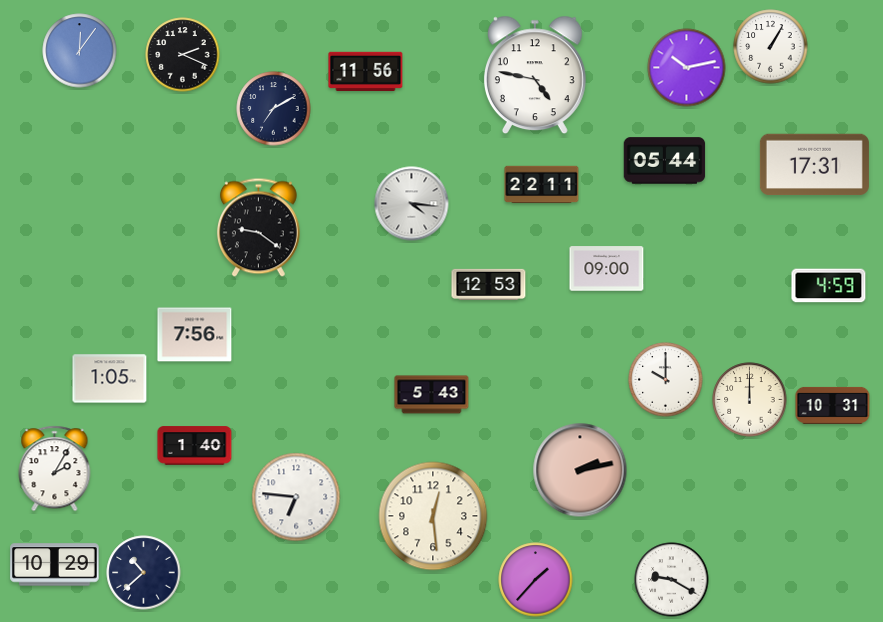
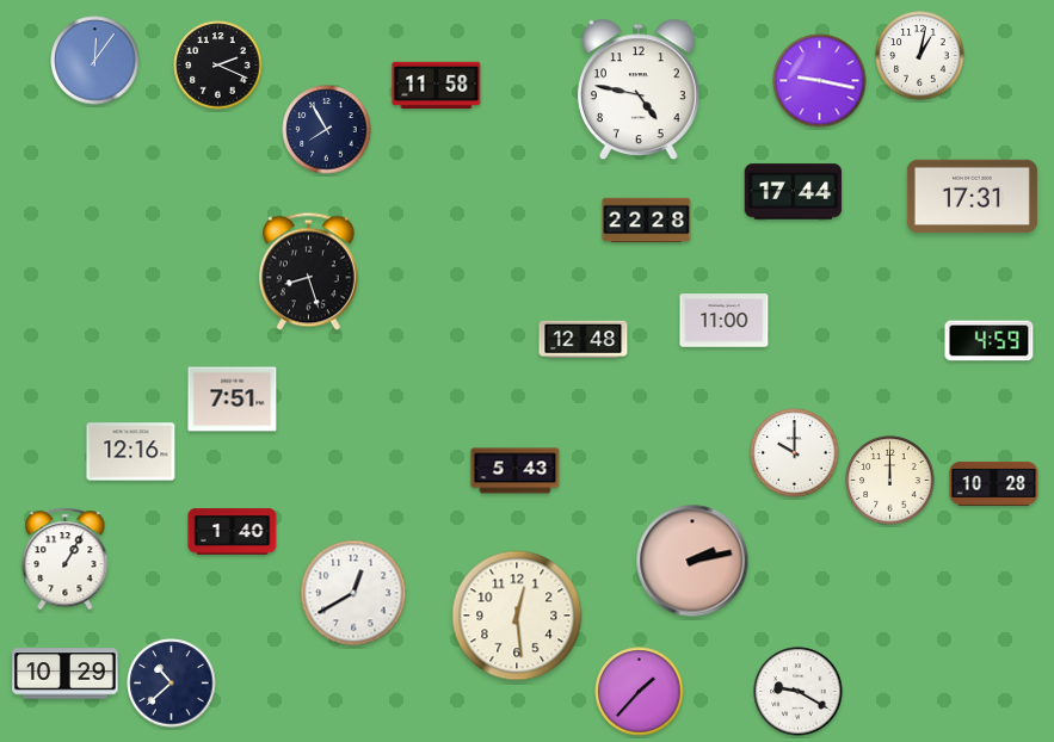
clock at (771, 47): 1:05 -> 1:02
clock at (687, 68): 10:13 -> 9:17
clock at (366, 71): 11:56 -> 11:58
clock at (274, 109): 7:10 -> 7:55
clock at (665, 161): 05:44 -> 17:44
clock at (542, 185): 22:11 -> 22:28
clock at (412, 204): 4:16 -> none
clock at (258, 228): 9:21 -> 8:27
clock at (607, 269): 09:00 -> 11:00
clock at (489, 284): 12:53 -> 12:48
clock at (195, 335): 7:56 -> 7:51
clock at (110, 379): 1:05 -> 12:16
clock at (750, 400) position: (750, 400) -> (890, 481)
clock at (833, 405): 10:31 -> 10:28
clock at (55, 469): 2:05 -> 1:05
clock at (296, 497): 6:46 -> 12:40
clock at (672, 580) position: (672, 580) -> (799, 692)
